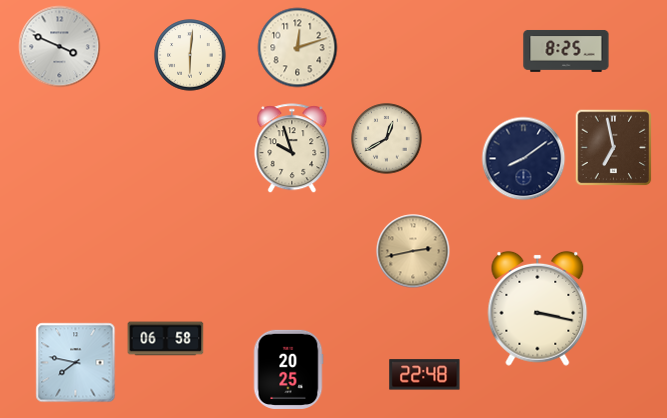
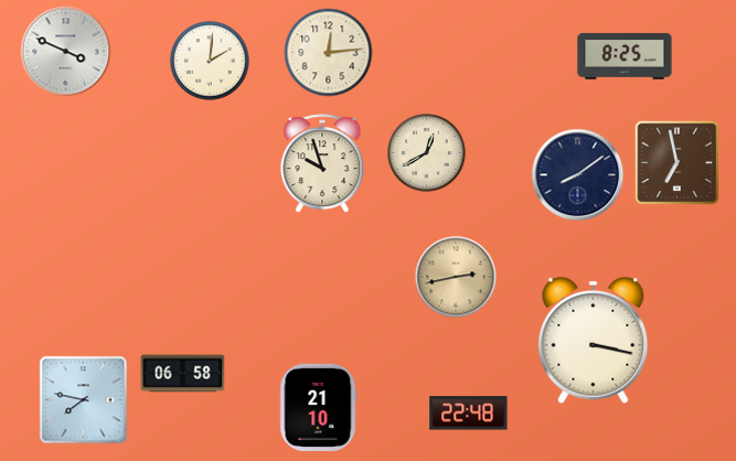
clock at (298, 48): 12:12 -> 12:14
clock at (190, 55): 6:01 -> 2:01
clock at (288, 369): 20:25 -> 21:10
